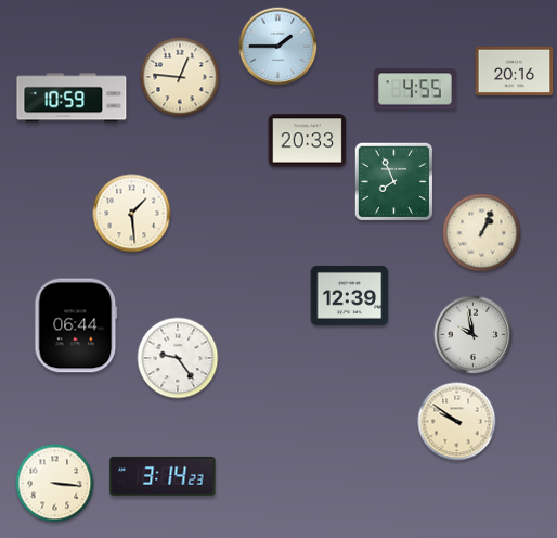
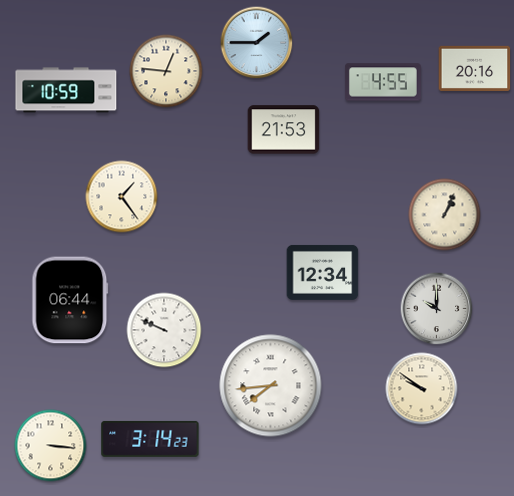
clock at (515, 71) position: (515, 71) -> (475, 68)
clock at (308, 141): 20:33 -> 21:53
clock at (393, 181): 7:56 -> none
clock at (132, 214): 1:29 -> 1:24
clock at (350, 295): 12:39 -> 12:34
clock at (474, 335): 9:58 -> 10:00
clock at (178, 358): 9:24 -> 9:49
clock at (271, 386): none -> 7:44
